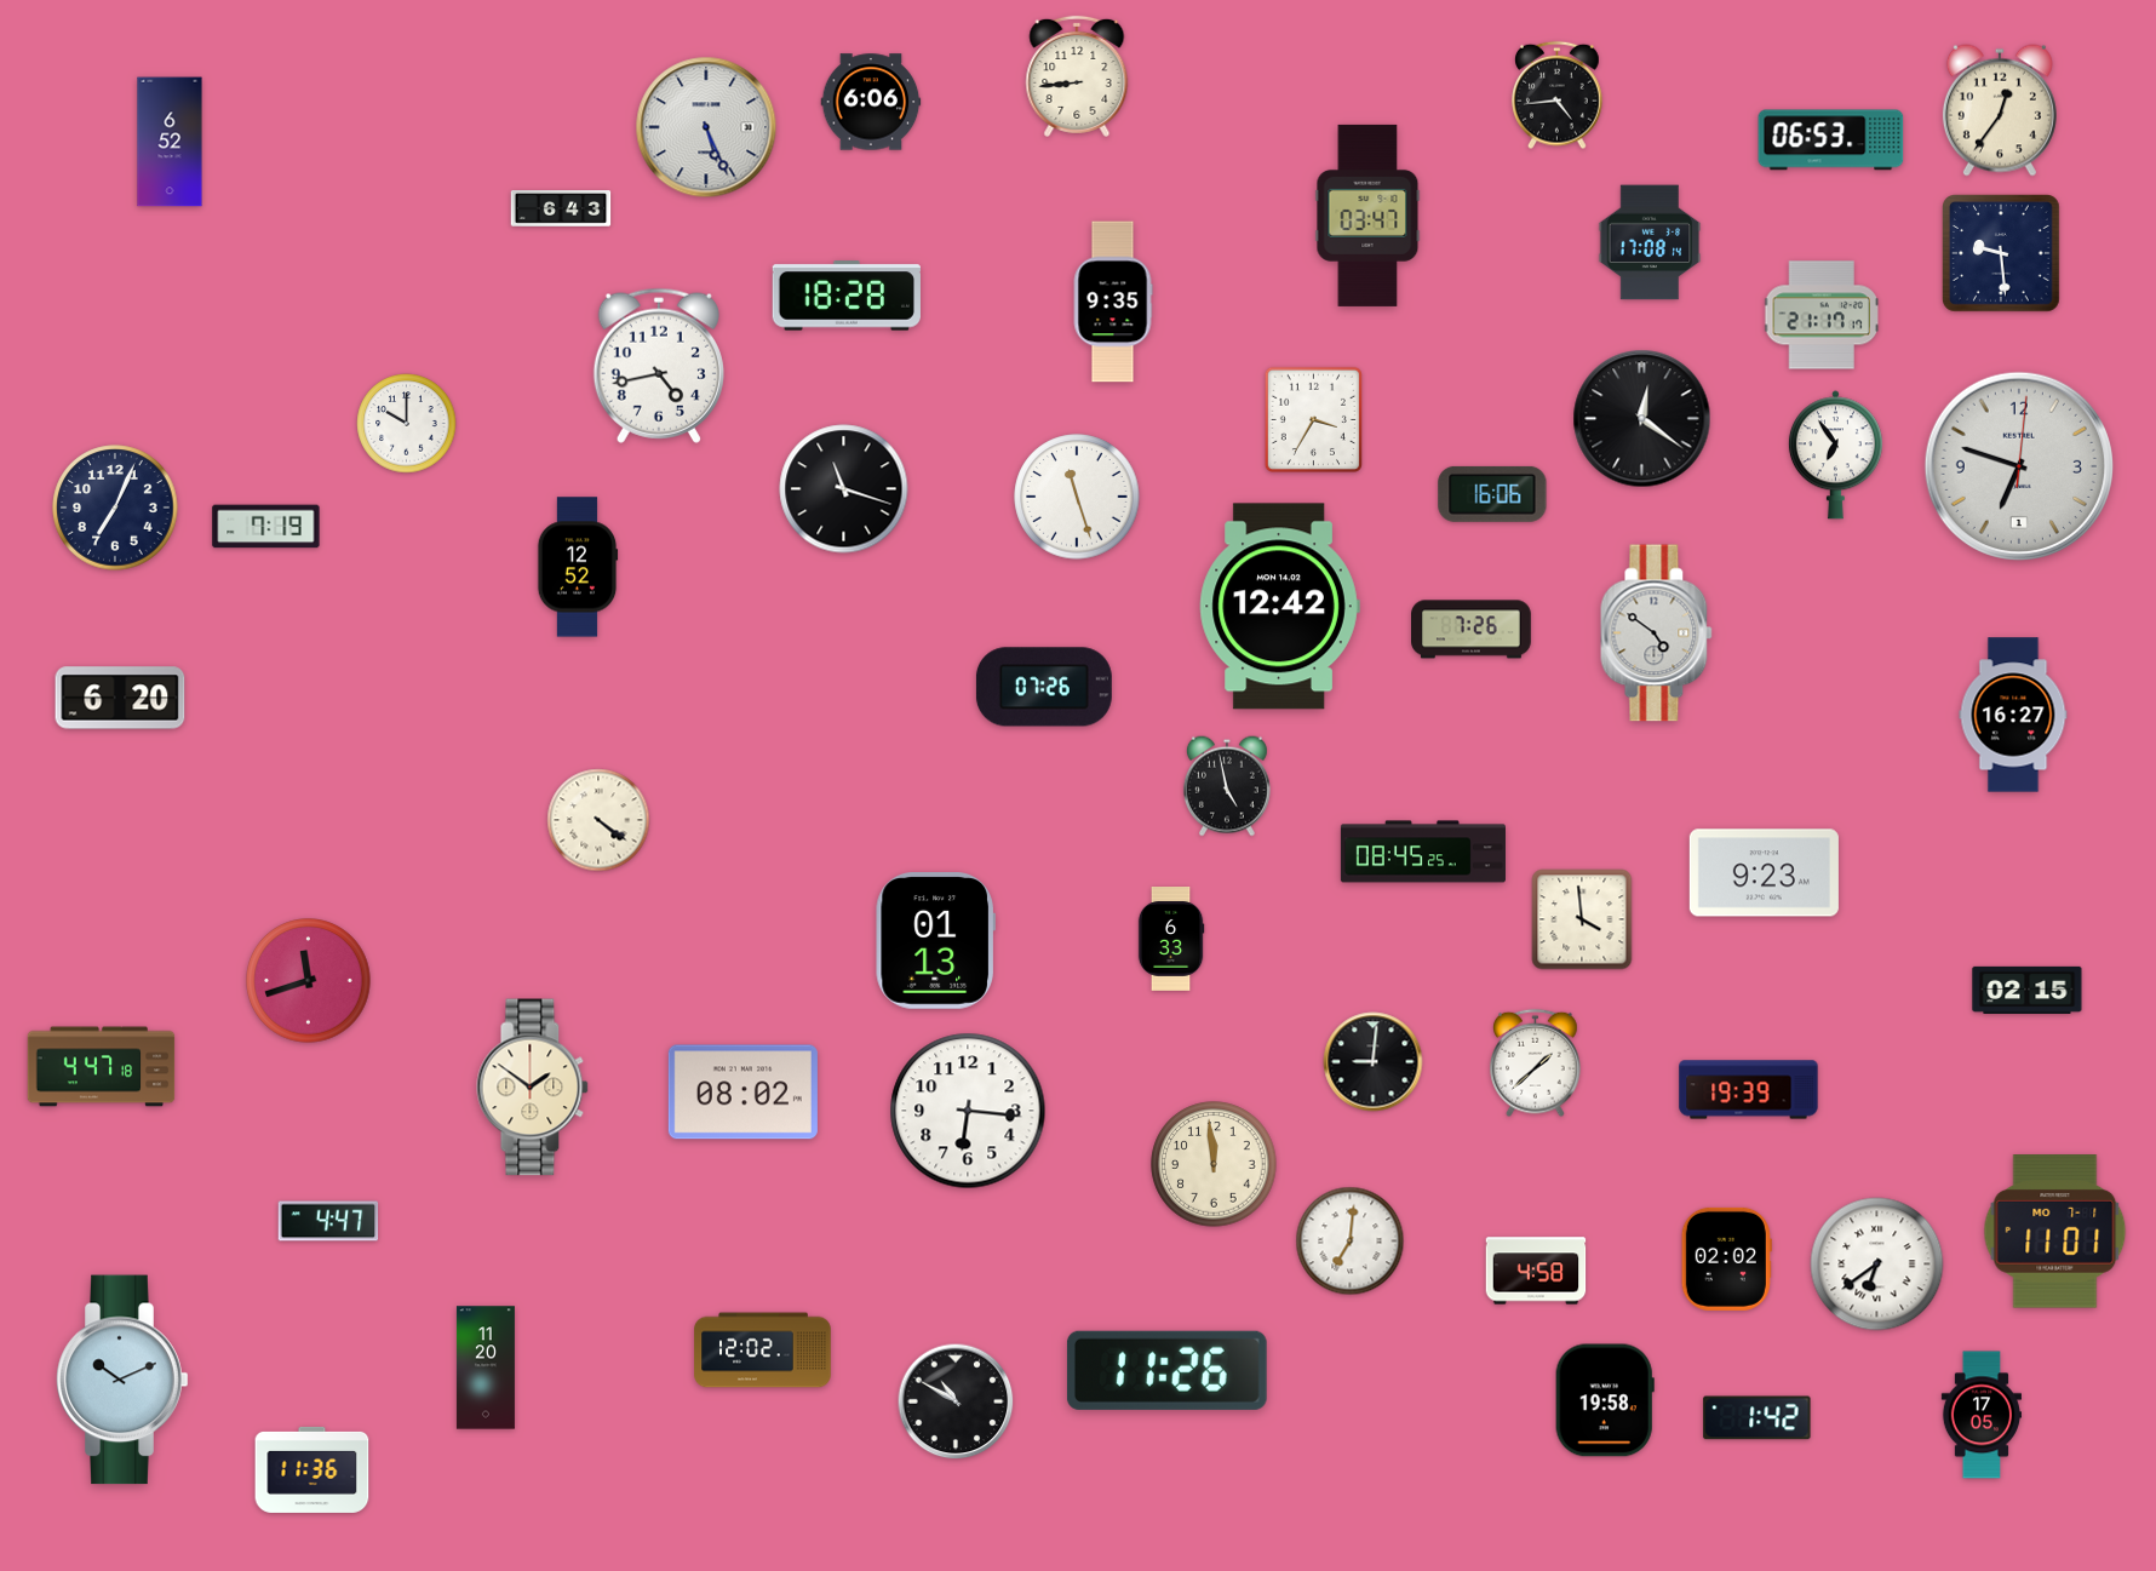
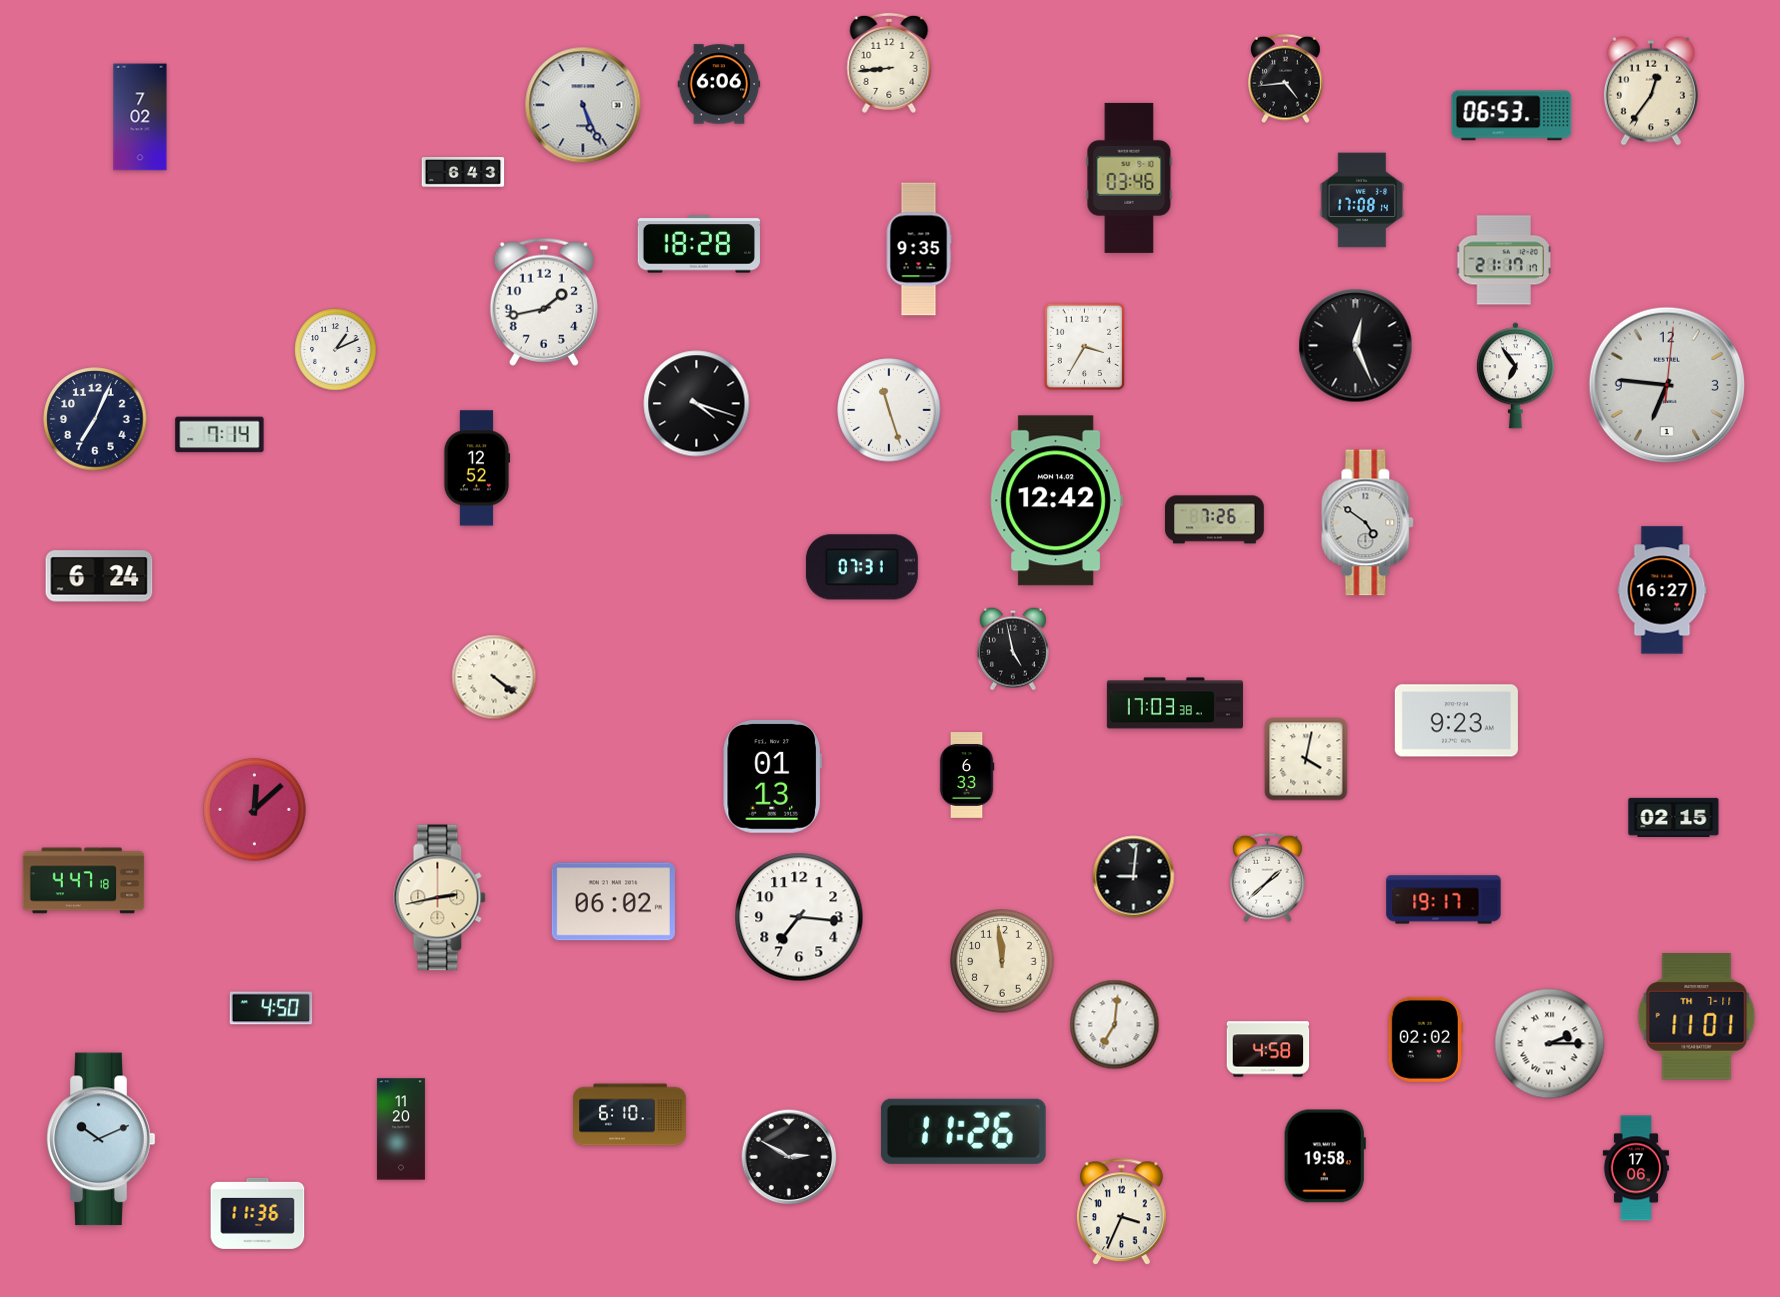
clock at (170, 142): 6:52 -> 7:02
clock at (1367, 216): 03:47 -> 03:46
clock at (2001, 253): 9:29 -> none
clock at (659, 366): 4:43 -> 1:43
clock at (1642, 419): 12:21 -> 12:26
clock at (407, 424): 10:00 -> 1:11
clock at (2019, 466): 6:48 -> 6:46
clock at (844, 489): 11:18 -> 4:18
clock at (1492, 494): 16:06 -> none
clock at (266, 527): 7:19 -> 7:14
clock at (1044, 687): 07:26 -> 07:31
clock at (120, 698): 6:20 -> 6:24
clock at (1423, 852): 08:45 -> 17:03
clock at (1582, 919): 3:59 -> 4:02
clock at (309, 981): 11:42 -> 12:08
clock at (533, 1088): 1:51 -> 2:43
clock at (1749, 1090): 19:39 -> 19:17
clock at (742, 1093): 08:02 -> 06:02
clock at (968, 1111): 6:16 -> 7:16
clock at (328, 1221): 4:47 -> 4:50
clock at (2055, 1232) date: MO 7-1 -> TH 7-11
clock at (1877, 1265): 6:39 -> 2:15
clock at (763, 1351): 12:02 -> 6:10
clock at (956, 1401): 10:50 -> 2:50
clock at (1982, 1415): 17:05 -> 17:06
clock at (1758, 1418): 1:42 -> none
clock at (1121, 1212): none -> 3:34
